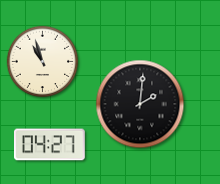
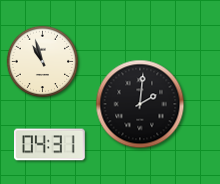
clock at (50, 145): 04:27 -> 04:31
